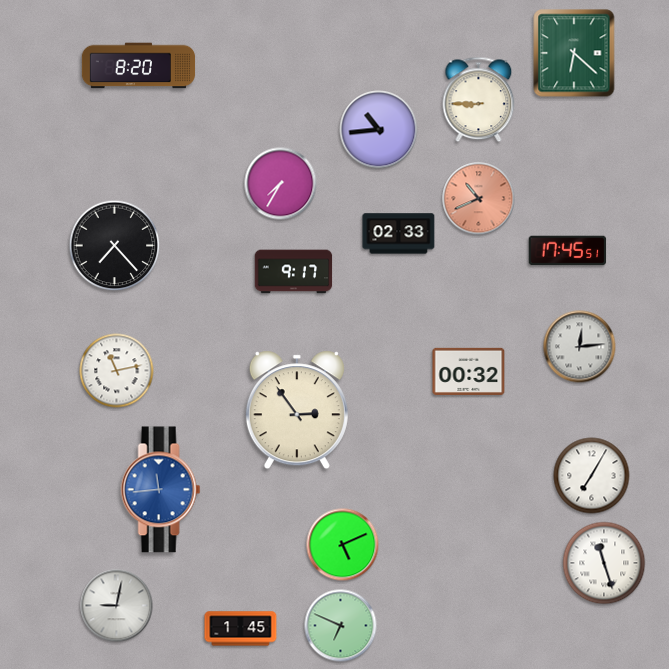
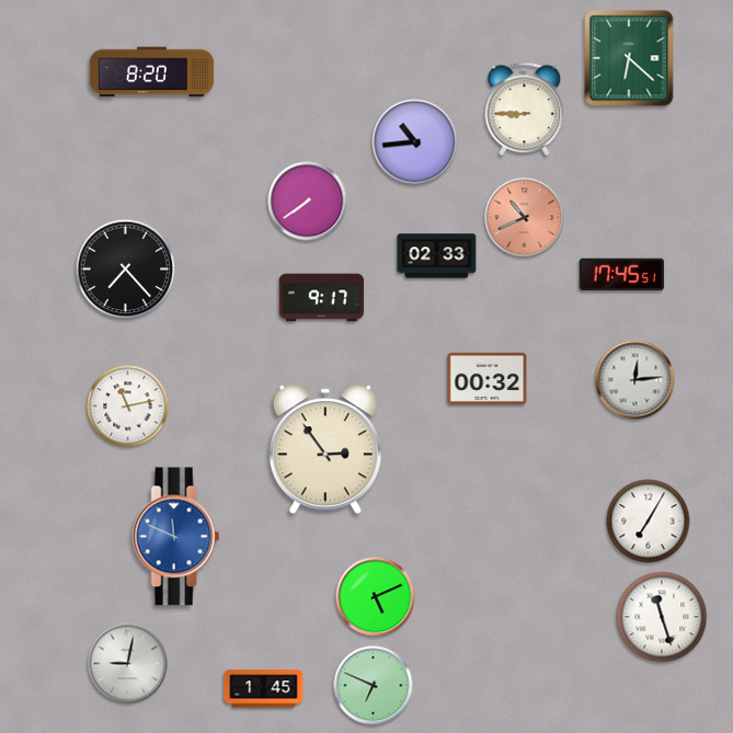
clock at (281, 184): 7:35 -> 7:39
clock at (469, 371) position: (469, 371) -> (488, 378)
clock at (161, 490): 11:44 -> 11:49
